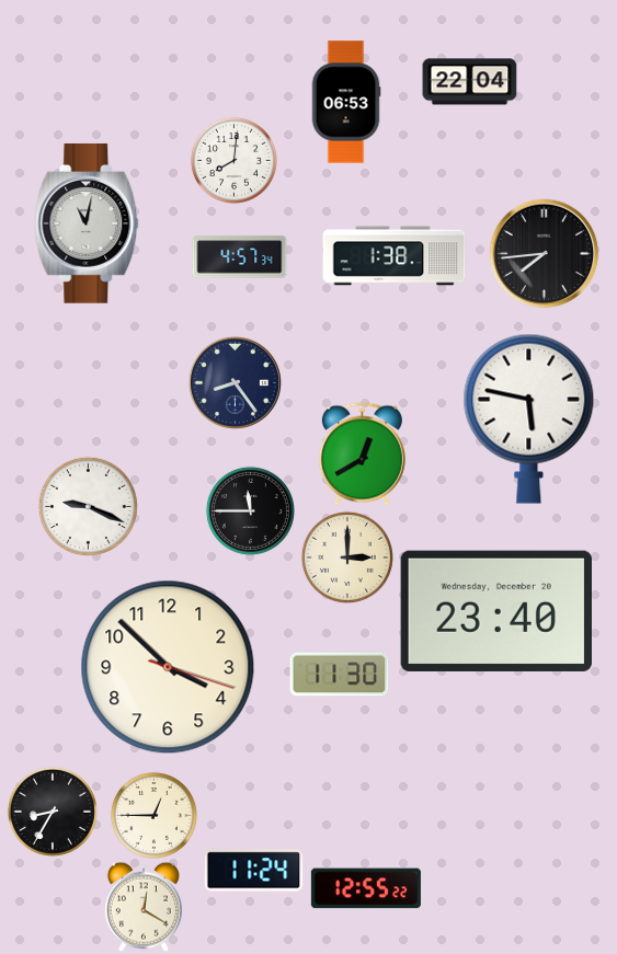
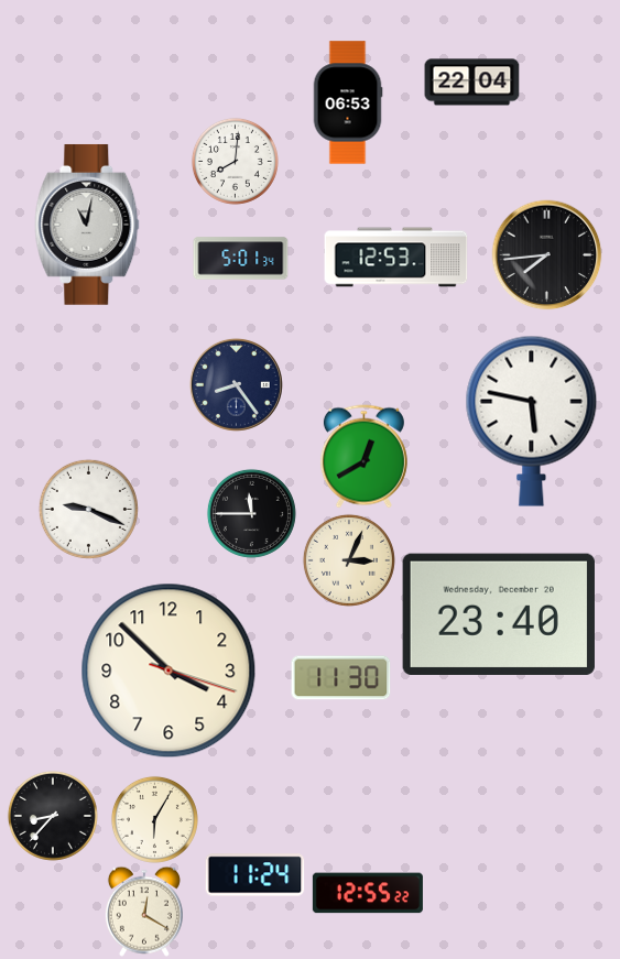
clock at (395, 256): 1:38 -> 12:53
clock at (240, 257): 4:57 -> 5:01
clock at (347, 558): 3:00 -> 3:04
clock at (53, 812): 8:35 -> 8:37
clock at (153, 815): 12:45 -> 6:05
